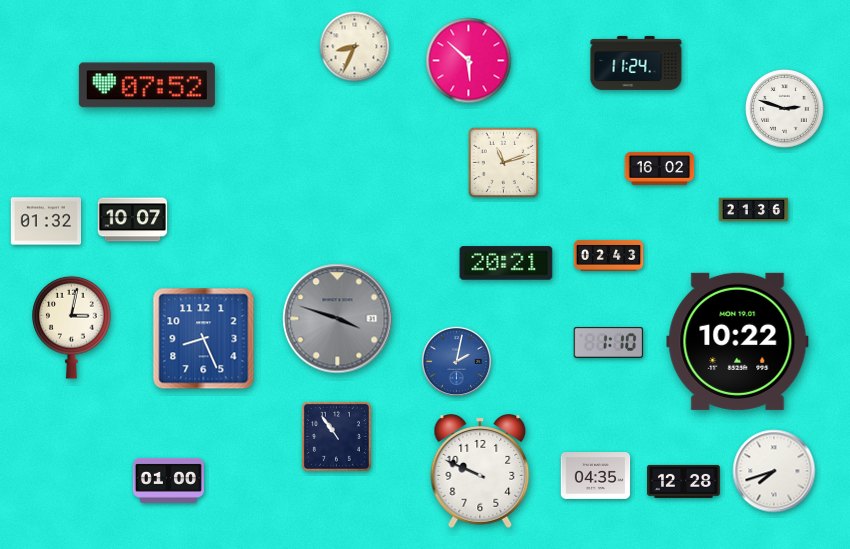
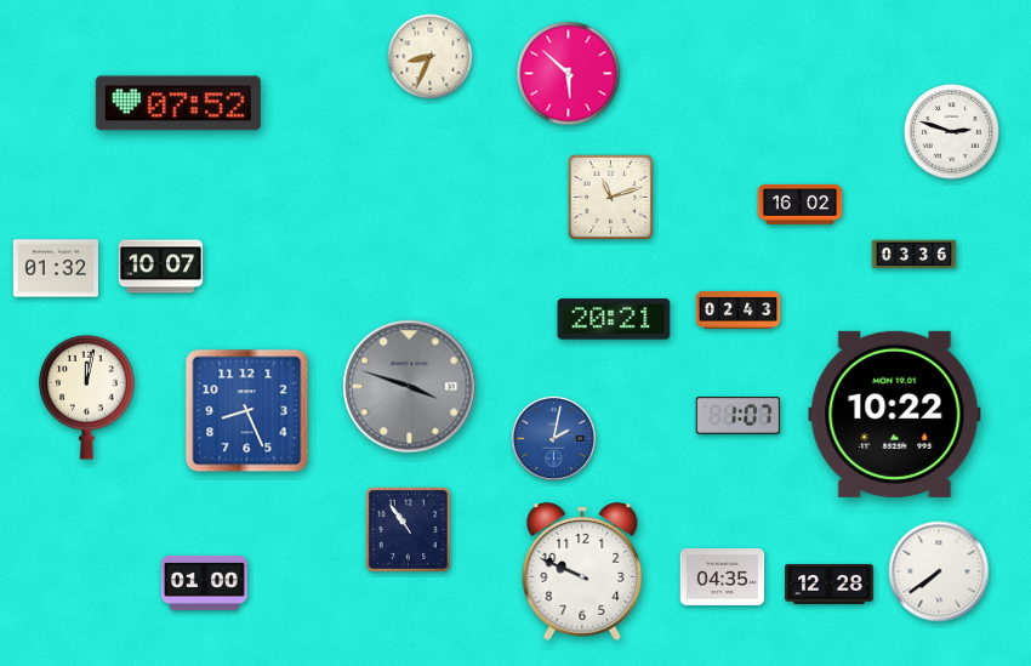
clock at (636, 63): 11:24 -> none
clock at (754, 210): 21:36 -> 03:36
clock at (72, 327): 3:02 -> 12:02
clock at (609, 342): 1:10 -> 1:07
clock at (774, 471): 7:42 -> 7:39
